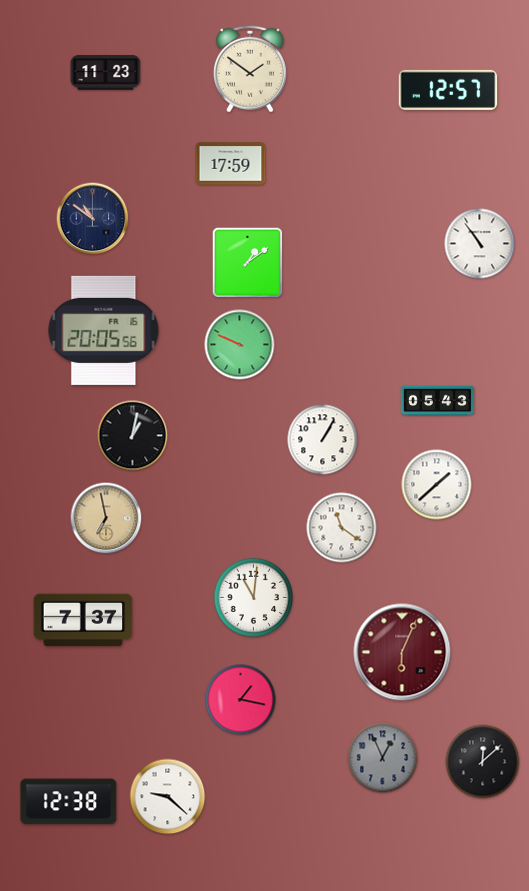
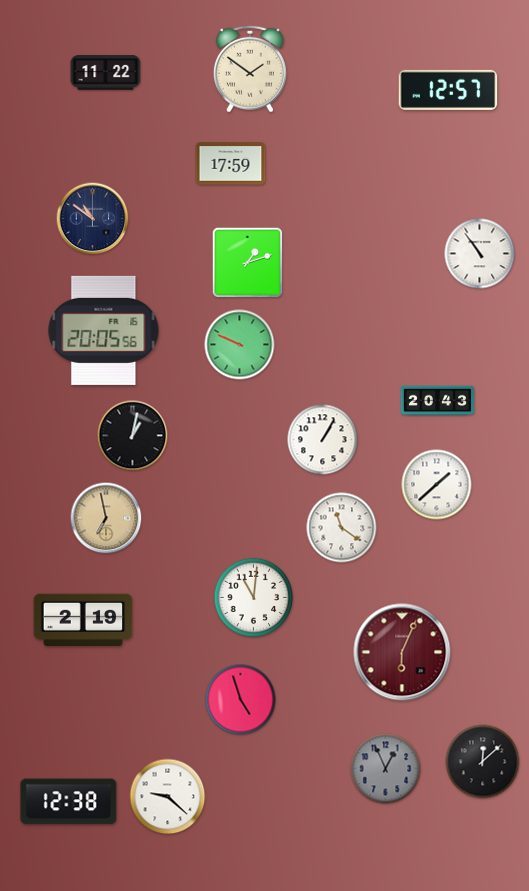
clock at (106, 73): 11:23 -> 11:22
clock at (480, 244) position: (480, 244) -> (480, 254)
clock at (248, 263): 1:09 -> 1:12
clock at (438, 401): 05:43 -> 20:43
clock at (83, 620): 7:37 -> 2:19
clock at (241, 700): 1:17 -> 4:57
clock at (383, 758) position: (383, 758) -> (386, 769)
